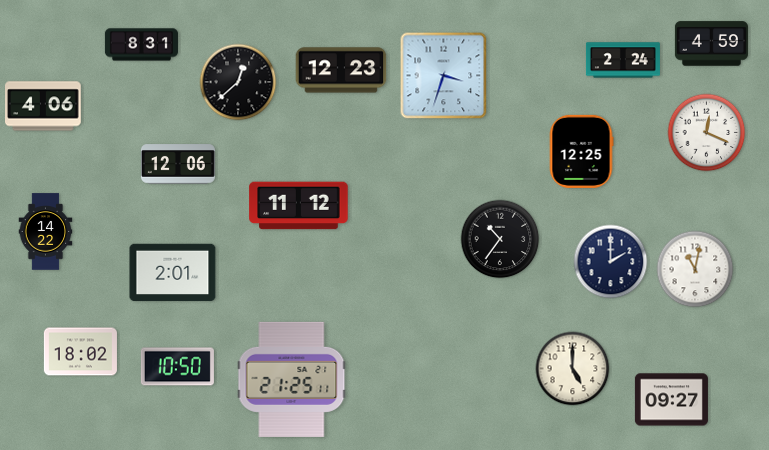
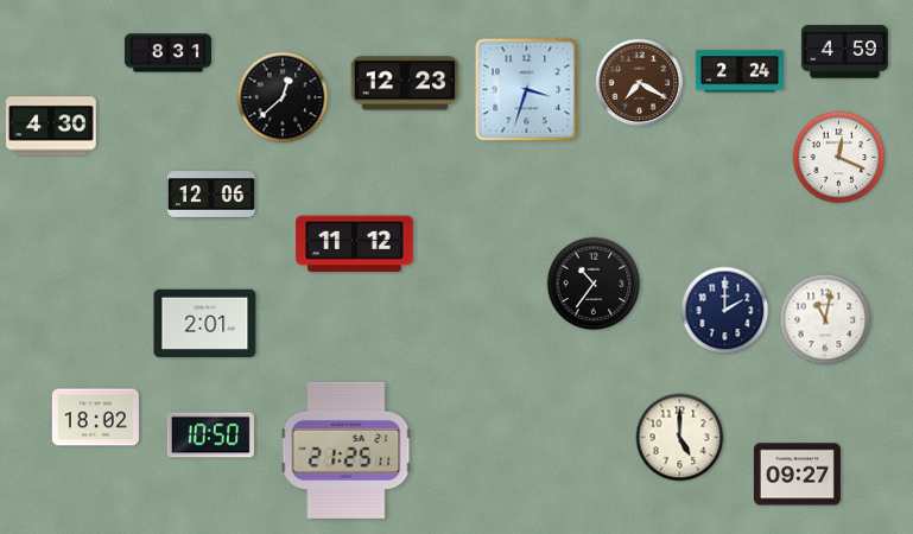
clock at (640, 83): none -> 7:20
clock at (44, 106): 4:06 -> 4:30
clock at (581, 151): 12:25 -> none
clock at (46, 232): 14:22 -> none
